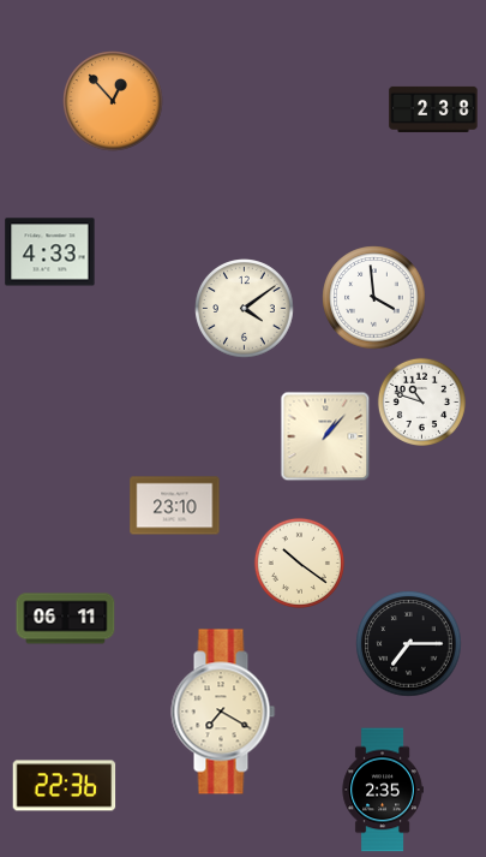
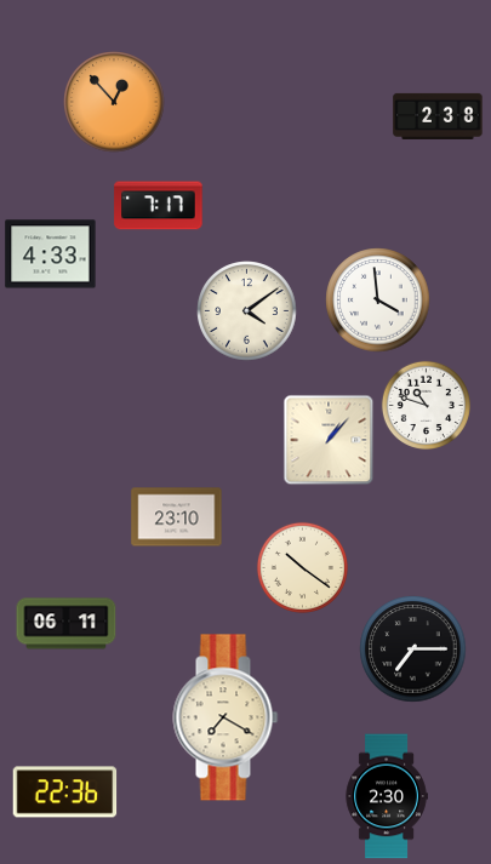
clock at (433, 109) position: (433, 109) -> (438, 116)
clock at (159, 206): none -> 7:17
clock at (175, 506) position: (175, 506) -> (177, 517)
clock at (383, 790): 2:35 -> 2:30
